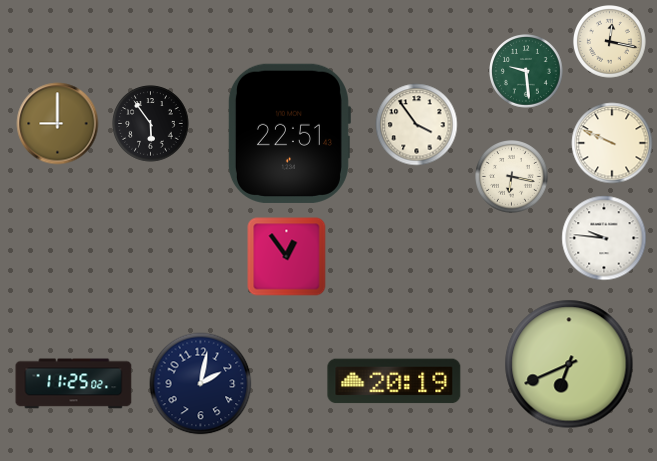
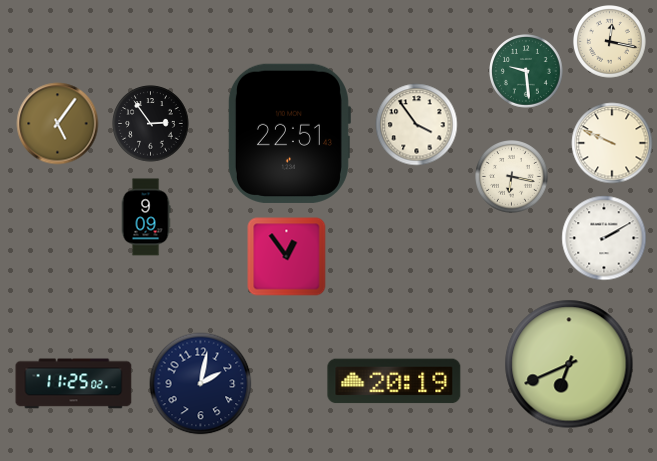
clock at (58, 124): 9:00 -> 5:06
clock at (151, 124): 5:54 -> 2:54
clock at (146, 217): none -> 9:09
clock at (604, 238): 9:46 -> 2:10
